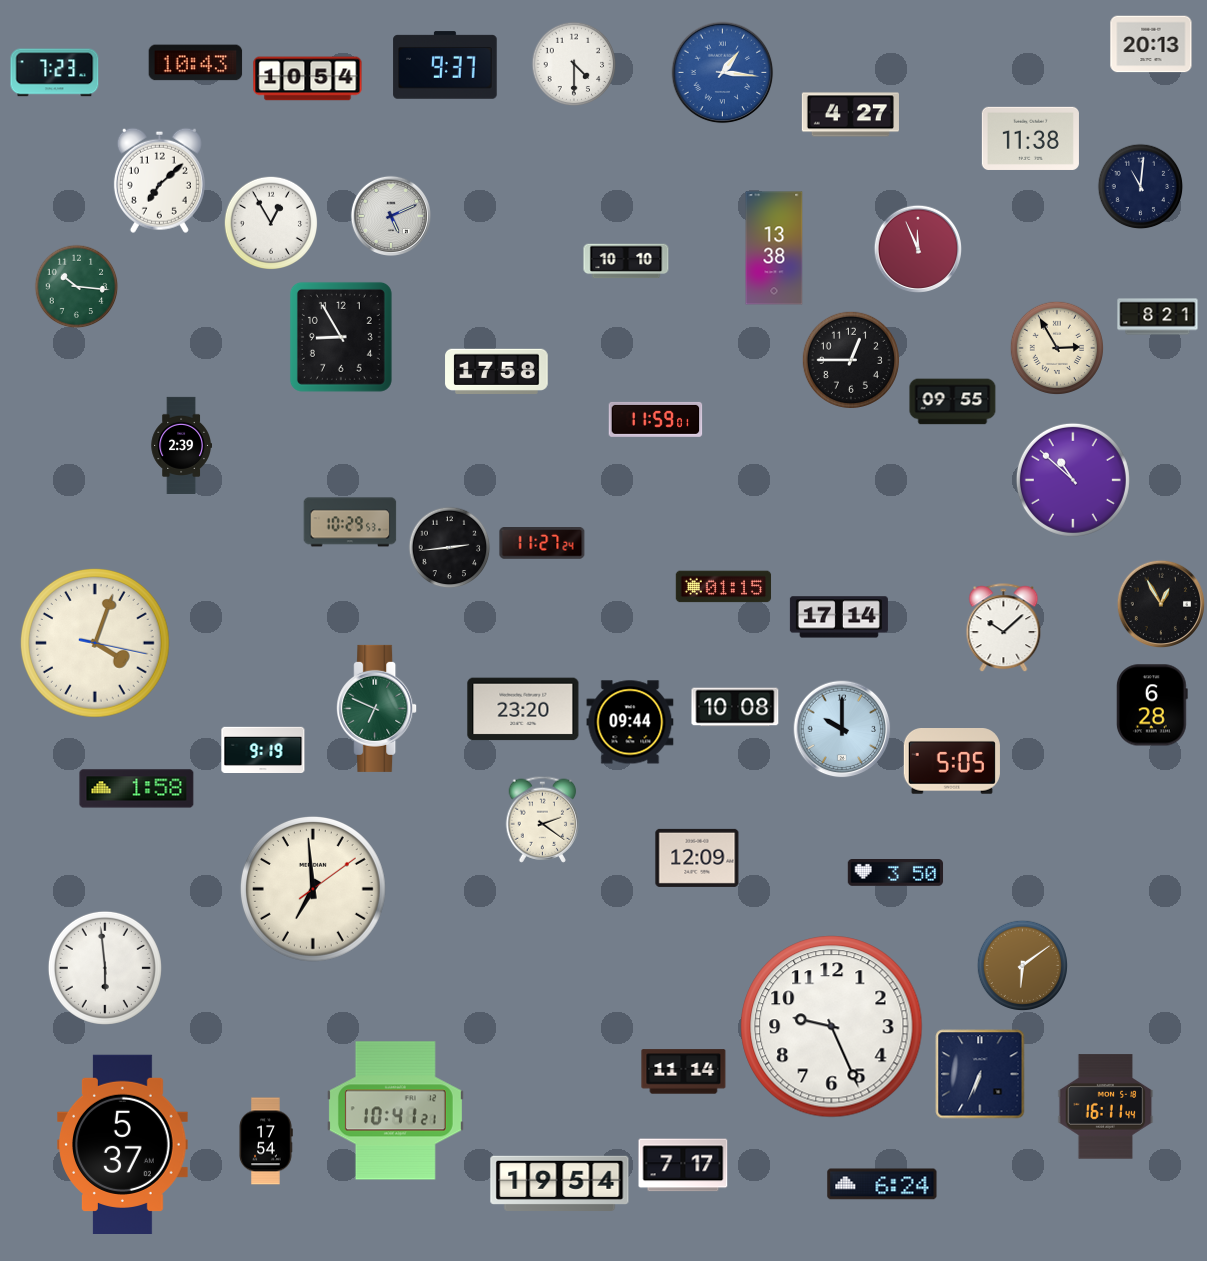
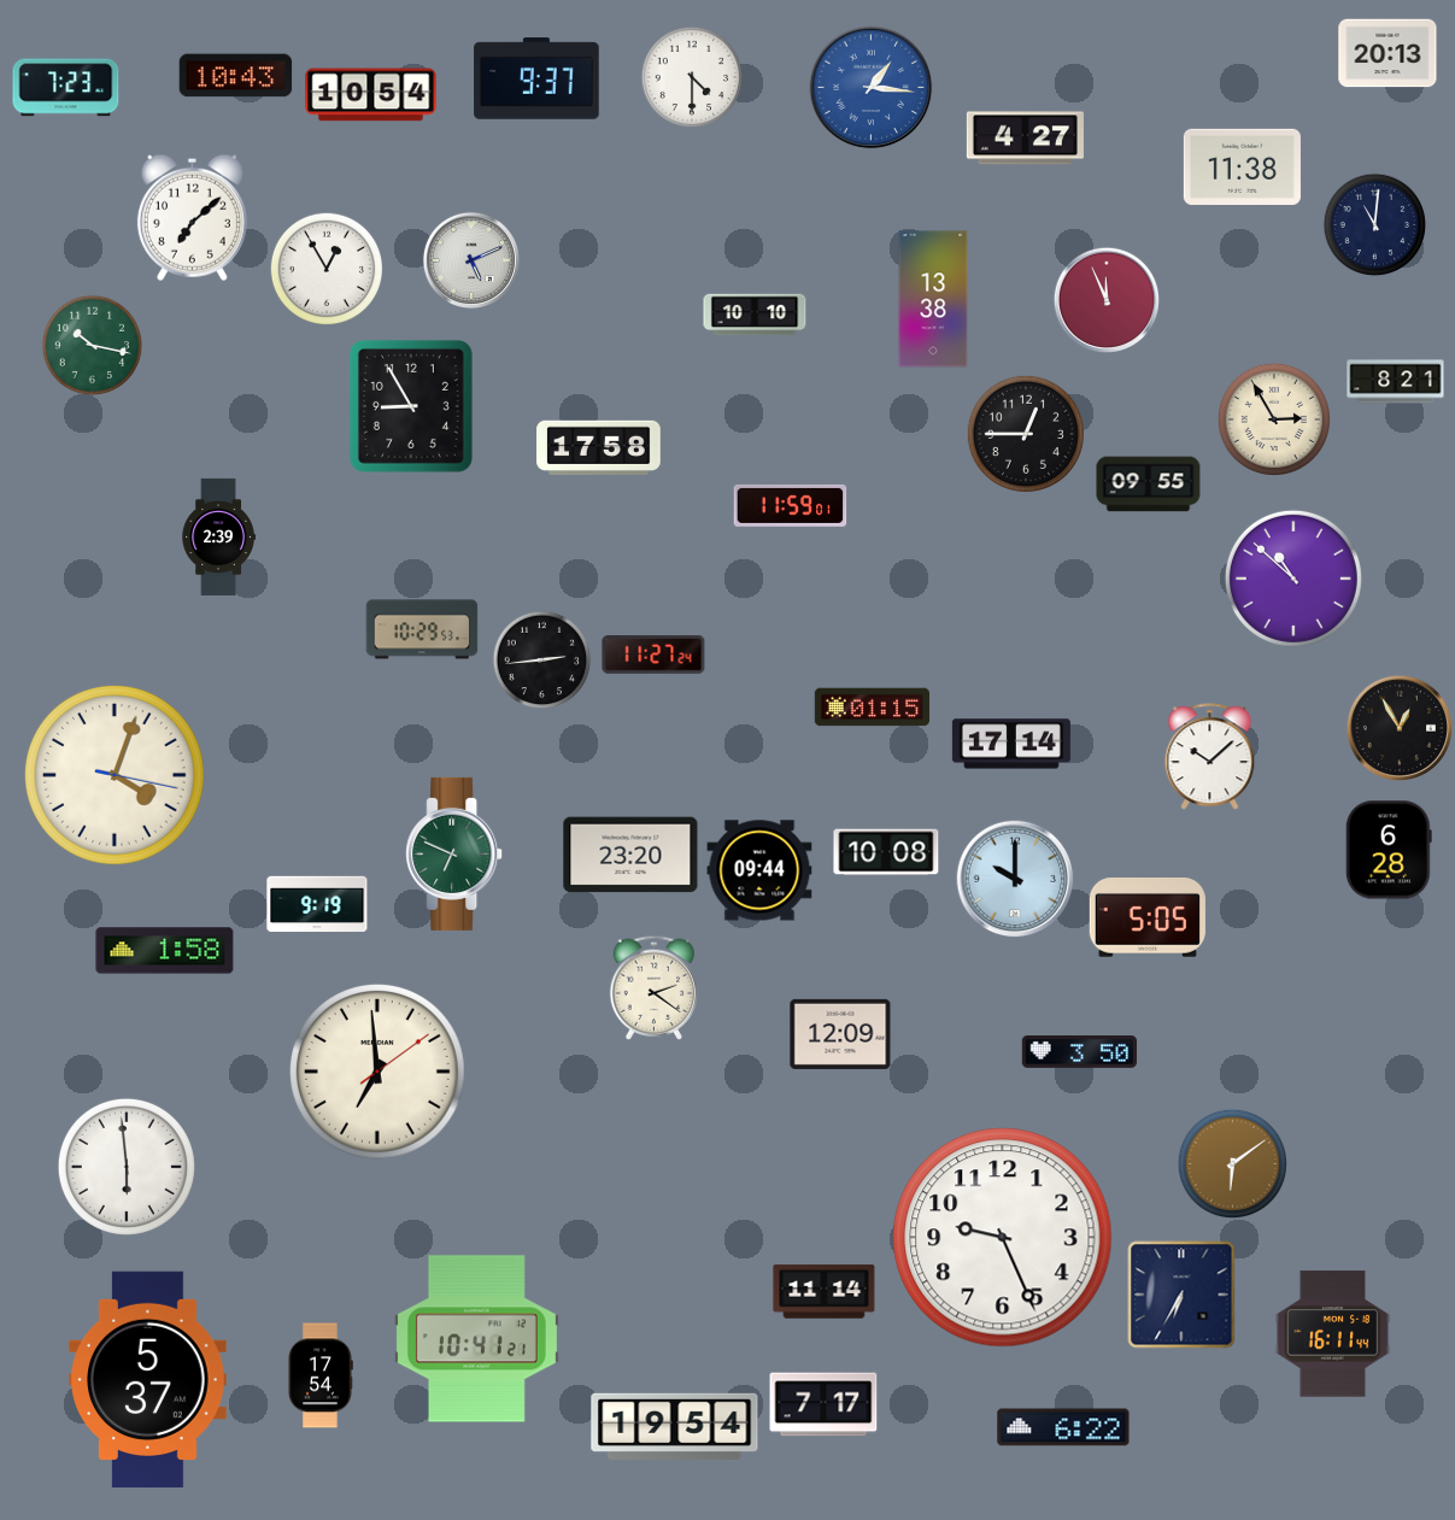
clock at (77, 287): 10:16 -> 10:17
clock at (980, 1074): 6:34 -> 6:35
clock at (882, 1184): 6:24 -> 6:22
